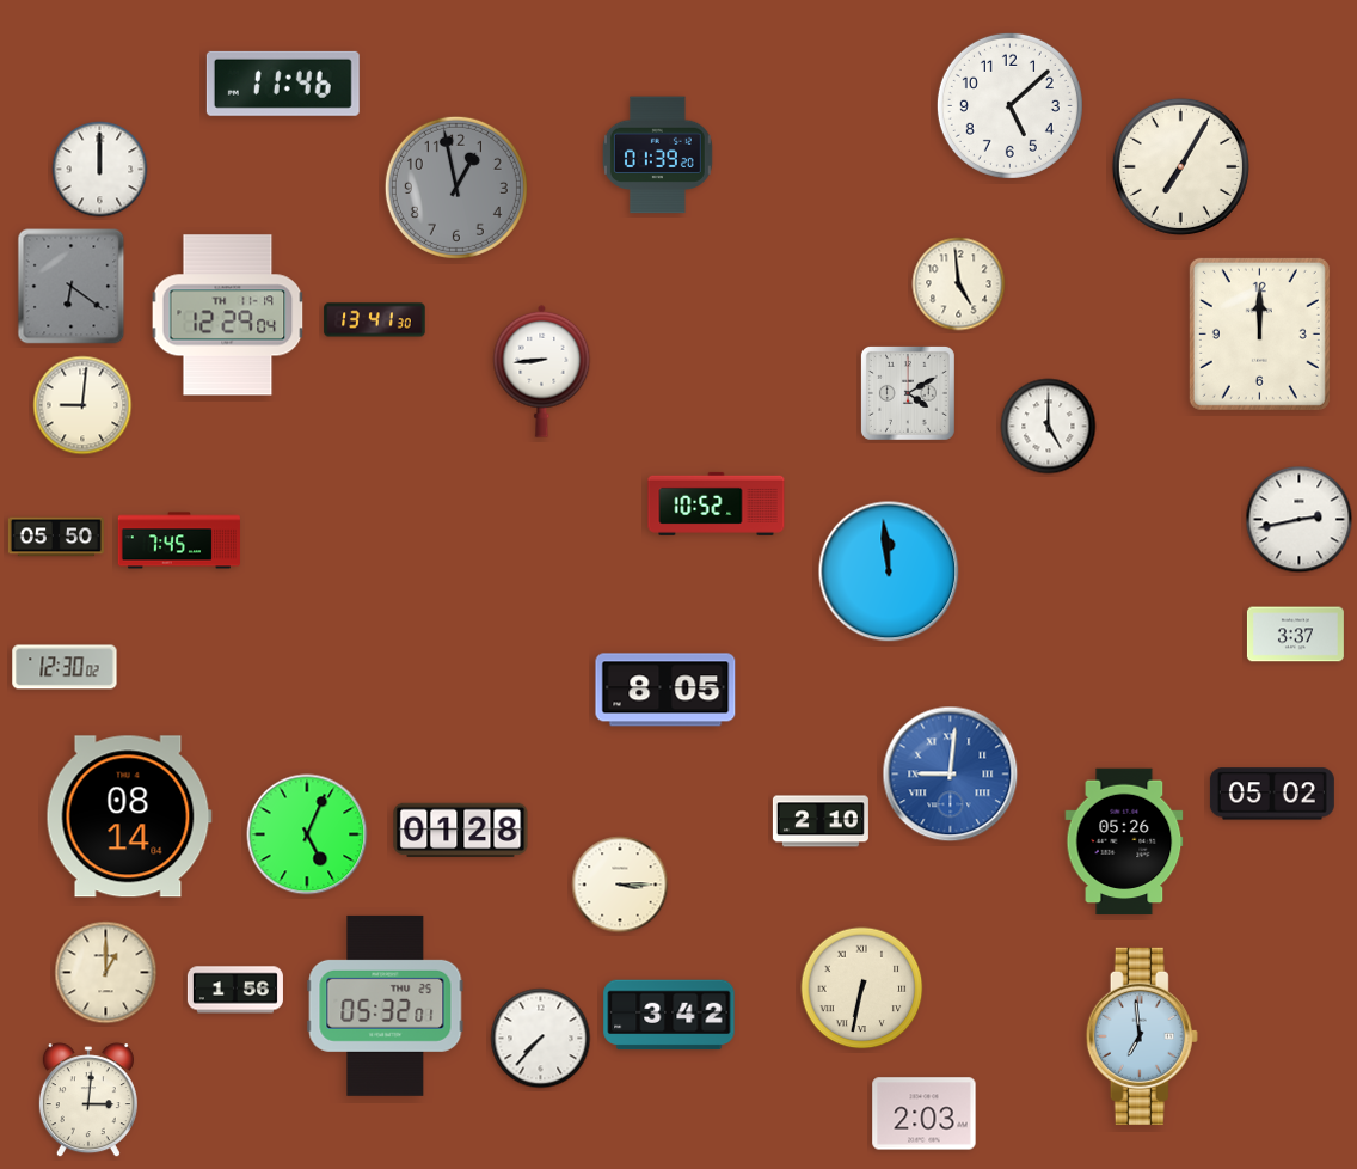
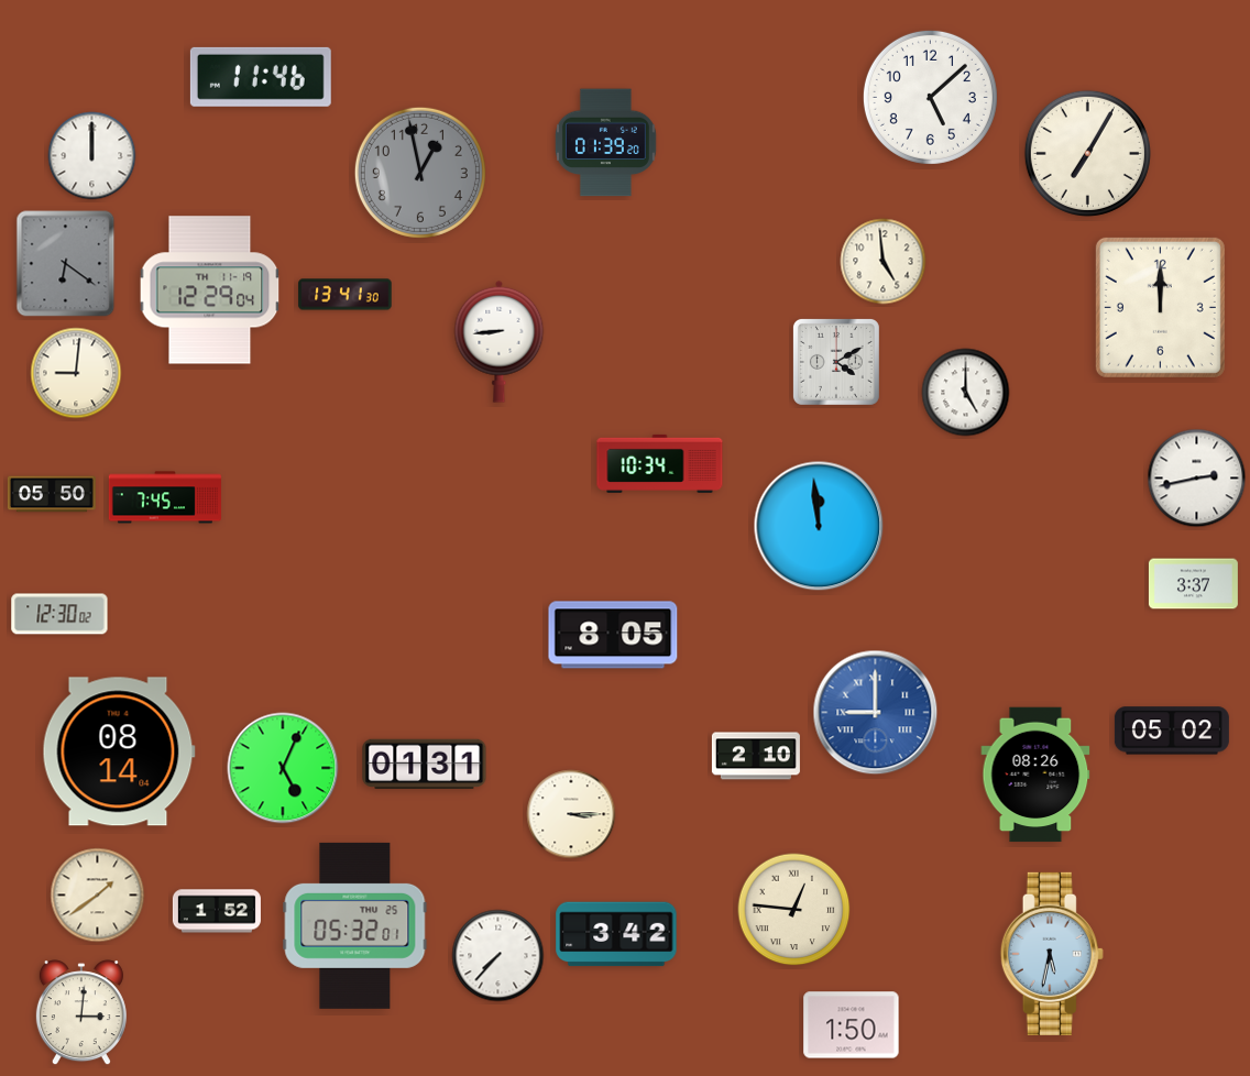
clock at (717, 503): 10:52 -> 10:34
clock at (951, 775): 9:01 -> 9:00
clock at (461, 831): 01:28 -> 01:31
clock at (1124, 841): 05:26 -> 08:26
clock at (106, 973): 1:00 -> 1:39
clock at (862, 989): 6:32 -> 12:46
clock at (235, 990): 1:56 -> 1:52
clock at (1142, 1036): 6:59 -> 5:32
clock at (925, 1114): 2:03 -> 1:50
